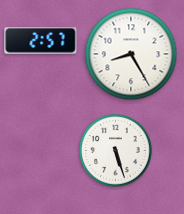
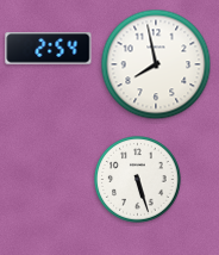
clock at (41, 41): 2:57 -> 2:54
clock at (131, 54): 8:25 -> 7:58
